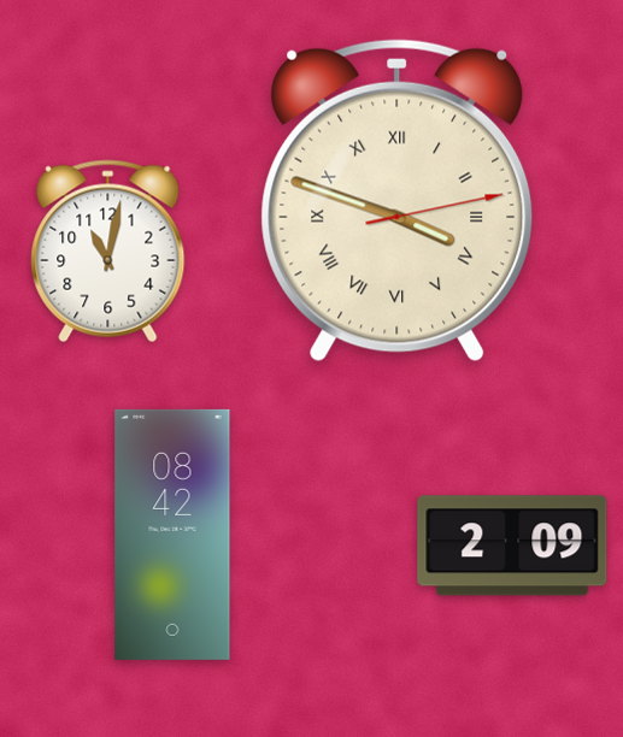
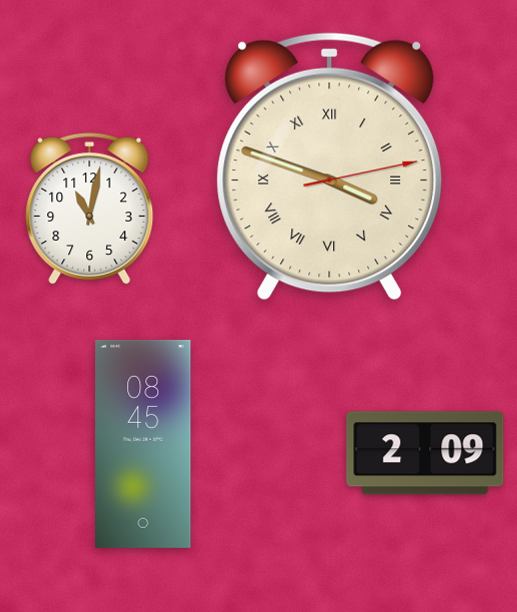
clock at (172, 535): 08:42 -> 08:45
